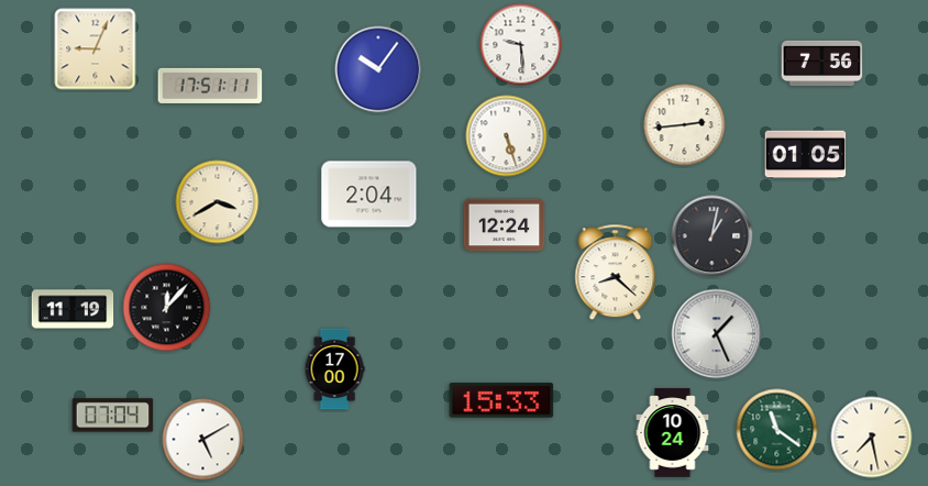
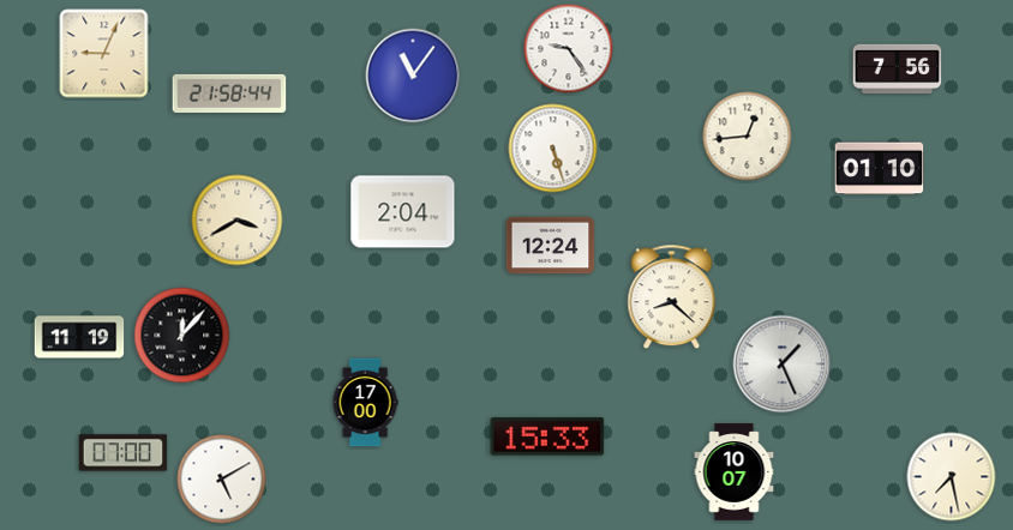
clock at (521, 45): 9:29 -> 9:24
clock at (378, 69): 10:06 -> 11:06
clock at (210, 86): 17:51 -> 21:58
clock at (685, 125): 2:44 -> 12:44
clock at (806, 155): 01:05 -> 01:10
clock at (712, 236): 1:02 -> none
clock at (113, 416): 07:04 -> 07:00
clock at (777, 430): 11:21 -> none
clock at (673, 433): 10:24 -> 10:07
